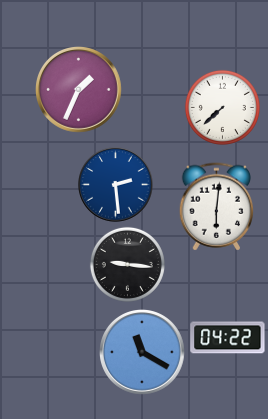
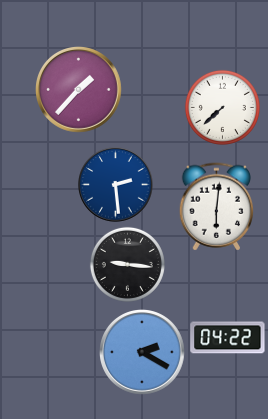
clock at (79, 90): 1:34 -> 1:37
clock at (143, 353): 11:20 -> 2:20
